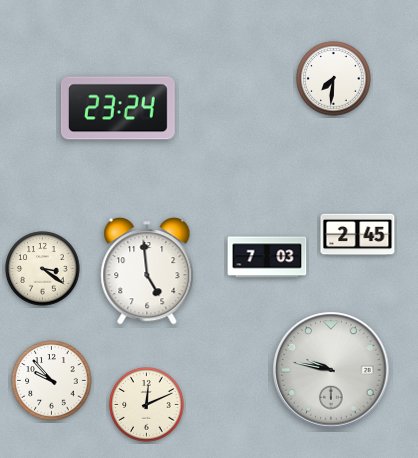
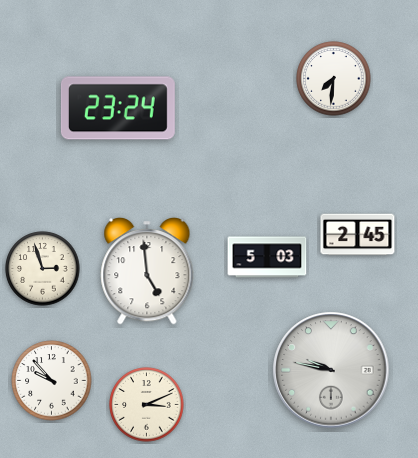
clock at (267, 257): 7:03 -> 5:03
clock at (43, 269): 3:21 -> 2:57
clock at (147, 405): 12:11 -> 3:11
